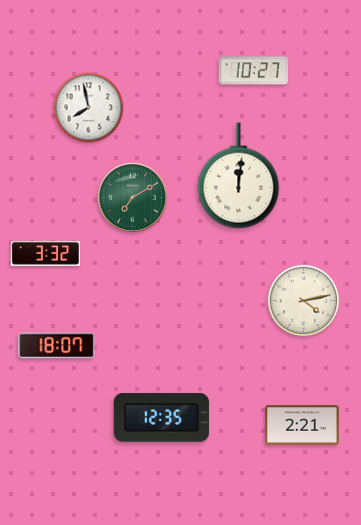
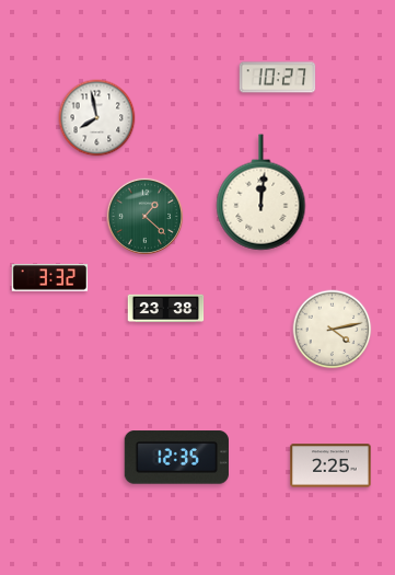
clock at (132, 197): 7:10 -> 1:22
clock at (166, 309): none -> 23:38
clock at (57, 346): 18:07 -> none
clock at (302, 425): 2:21 -> 2:25
